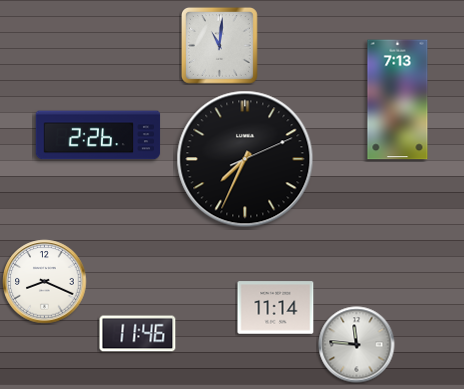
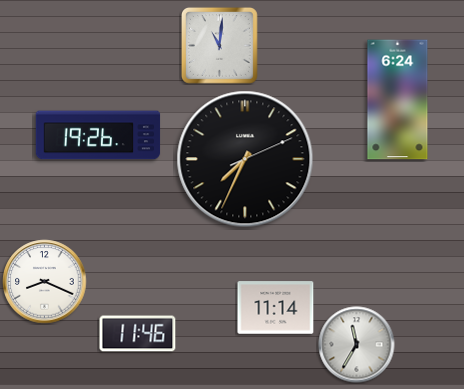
clock at (398, 100): 7:13 -> 6:24
clock at (98, 135): 2:26 -> 19:26
clock at (357, 345): 11:46 -> 11:35
